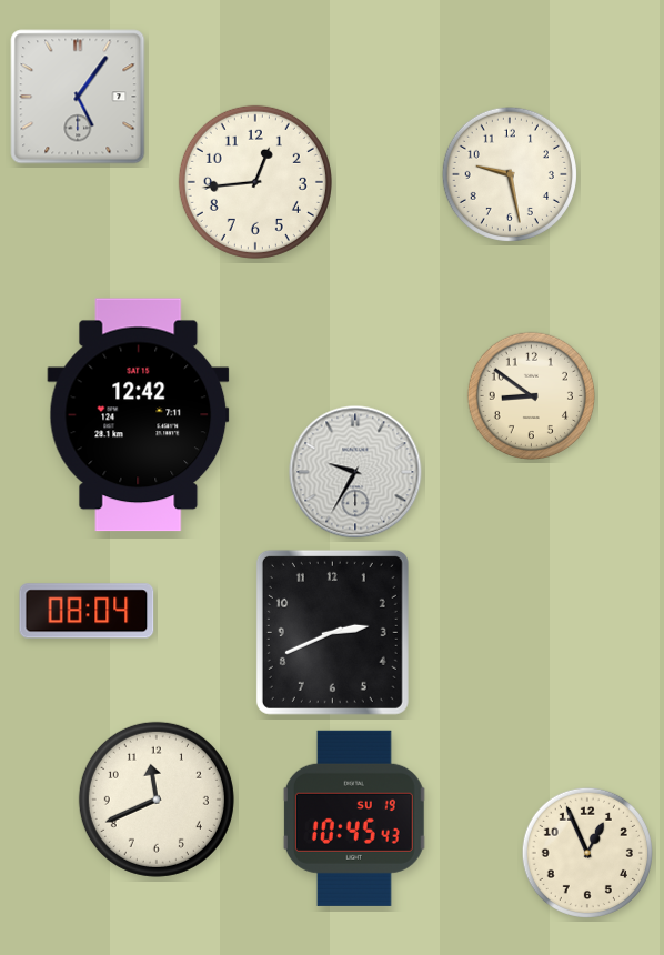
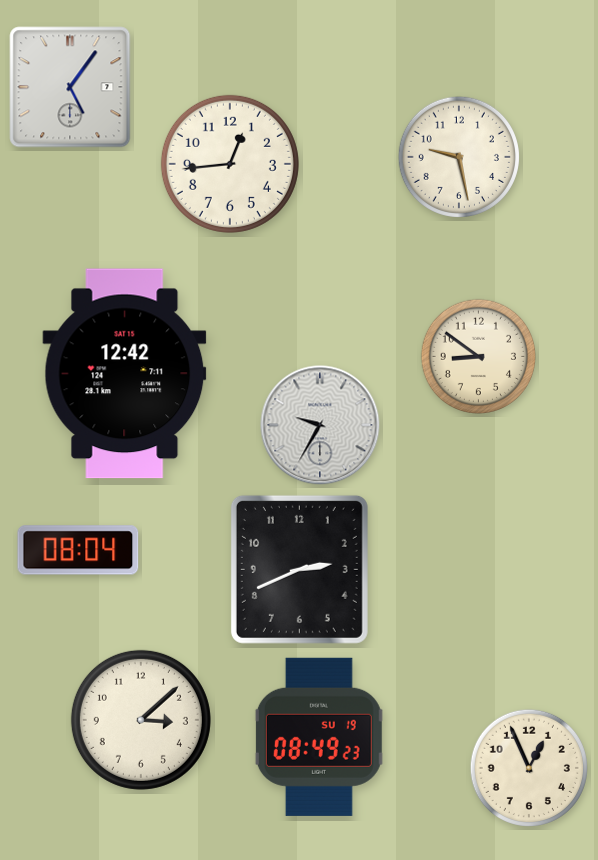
clock at (157, 800): 11:41 -> 3:08
clock at (354, 818): 10:45 -> 08:49
